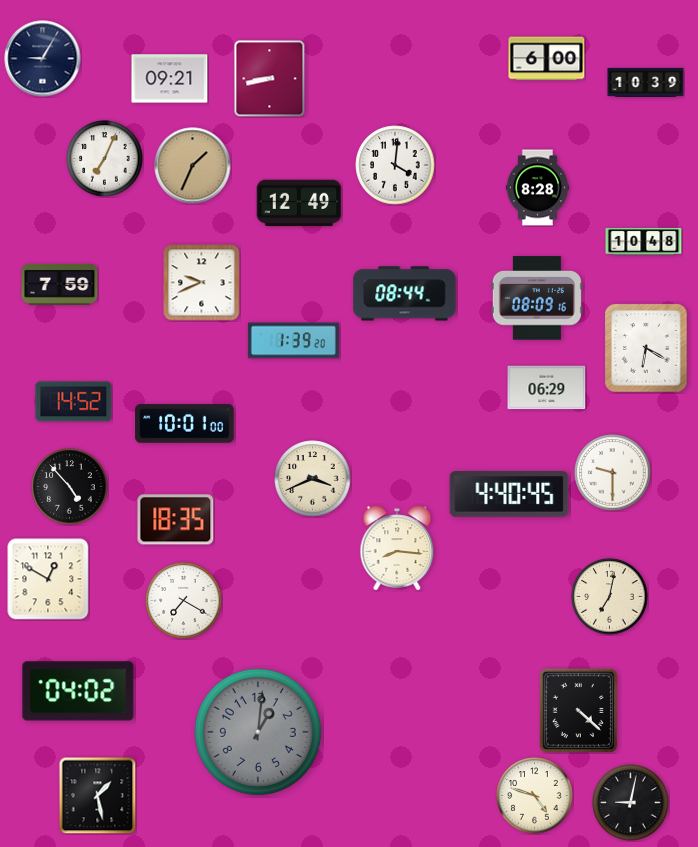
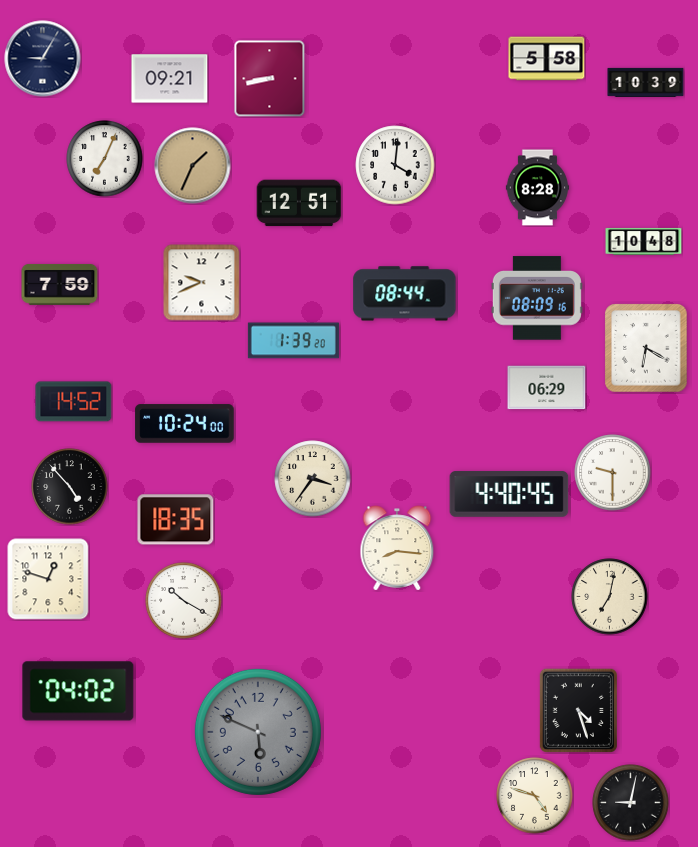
clock at (547, 59): 6:00 -> 5:58
clock at (299, 203): 12:49 -> 12:51
clock at (185, 424): 10:01 -> 10:24
clock at (313, 479): 3:41 -> 3:36
clock at (48, 579): 12:50 -> 12:48
clock at (184, 601): 7:20 -> 10:20
clock at (578, 710): 4:22 -> 4:27
clock at (258, 732): 1:01 -> 5:49
clock at (97, 795): 1:28 -> none
